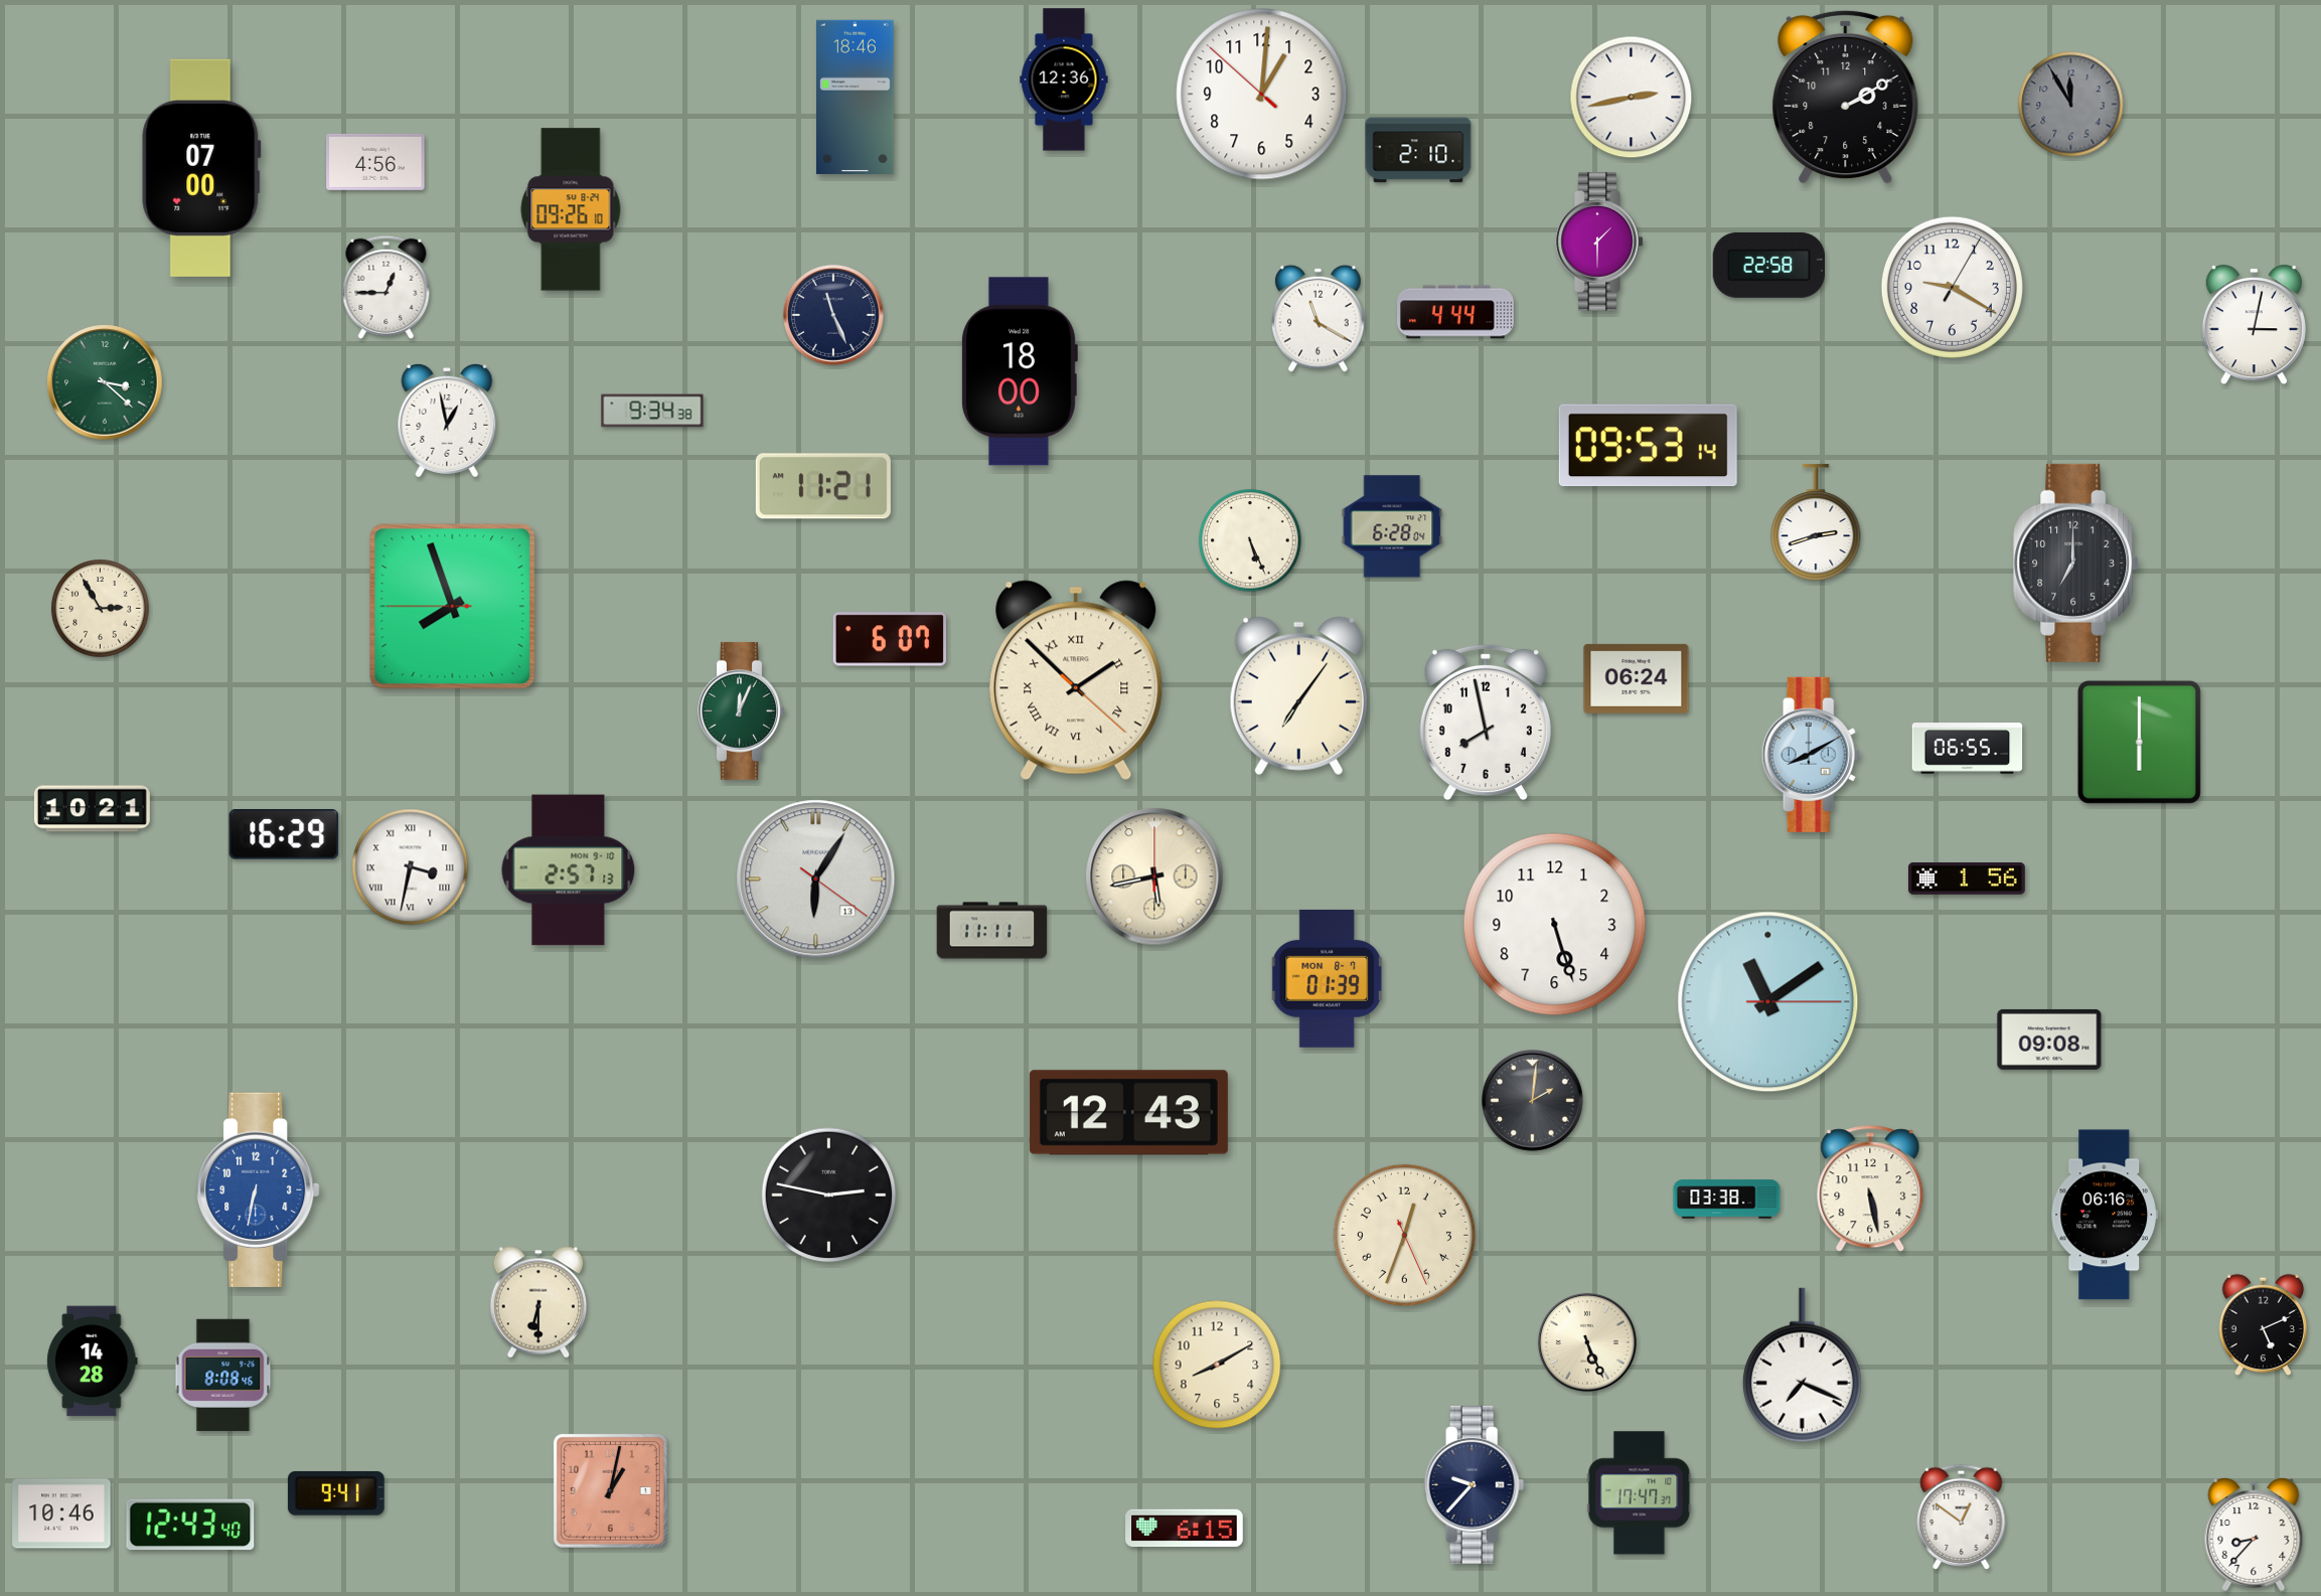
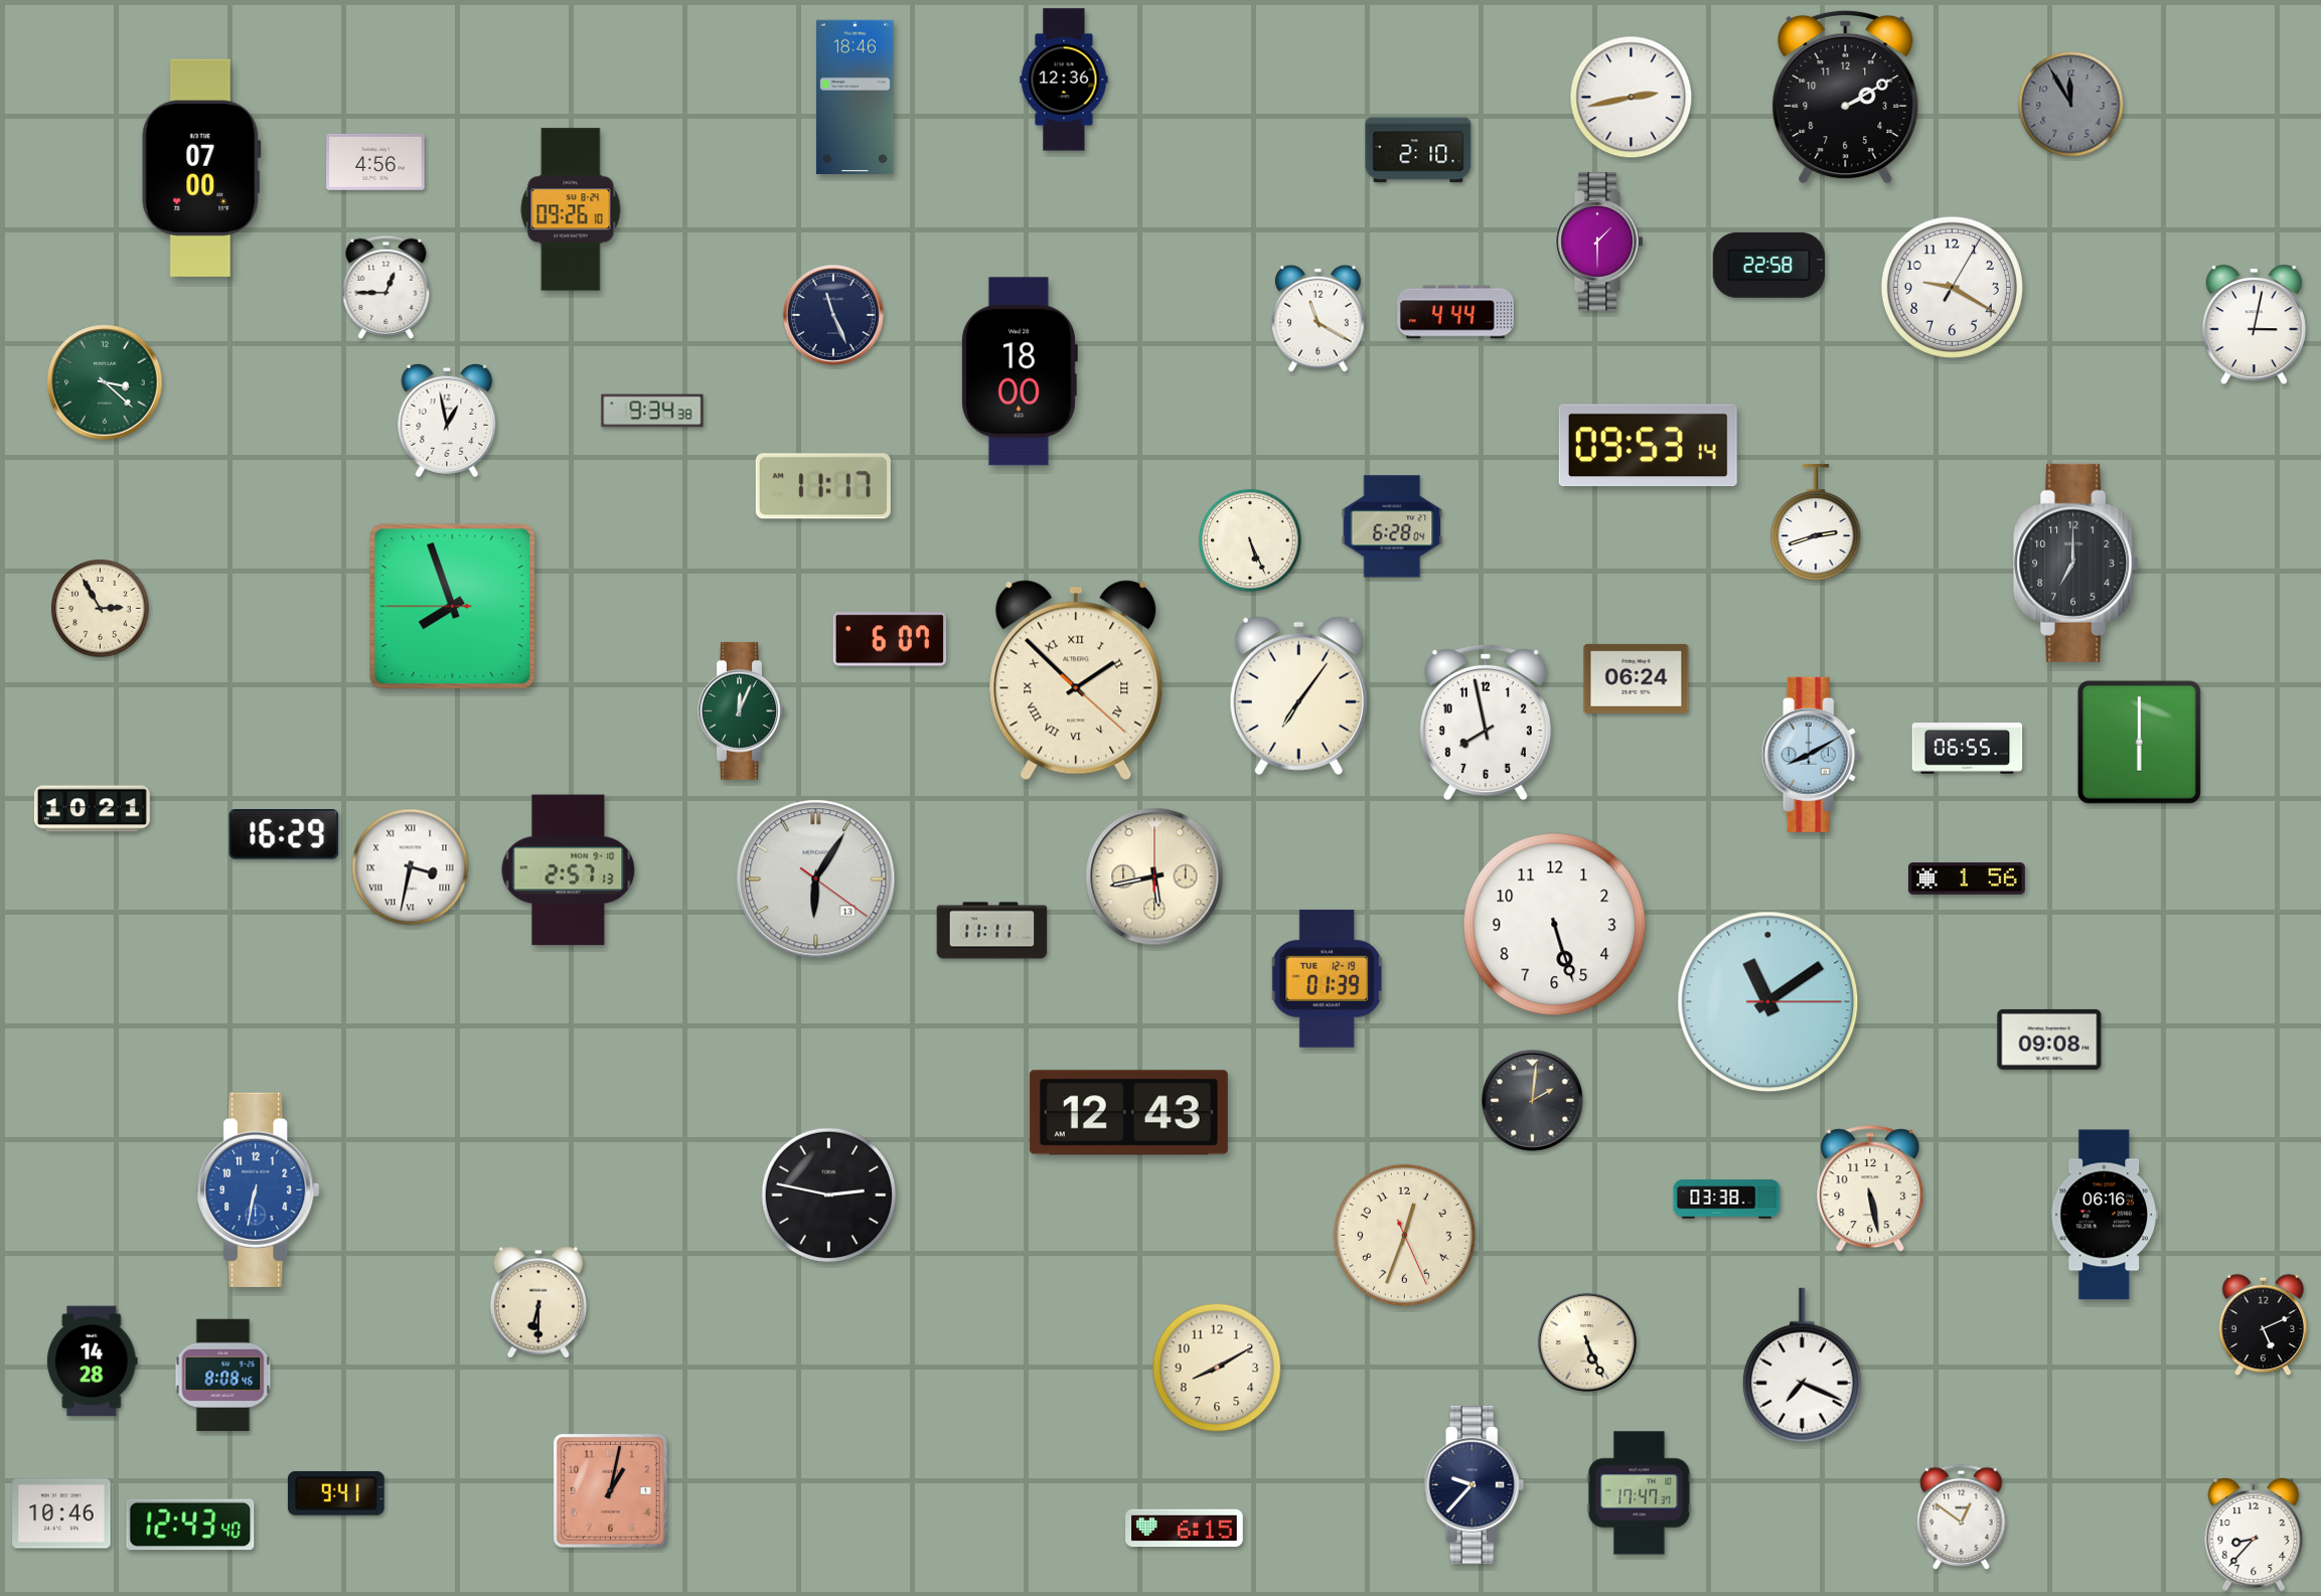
clock at (1262, 95): 1:00 -> none
clock at (823, 486): 11:21 -> 11:17
clock at (1327, 978) date: MON 8-7 -> TUE 12-19
clock at (1217, 1365) position: (1217, 1365) -> (1217, 1368)
